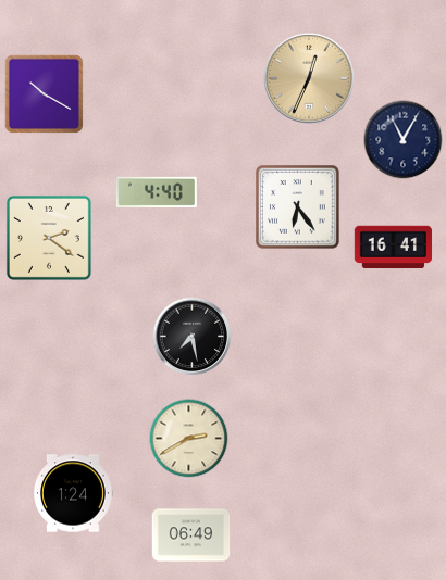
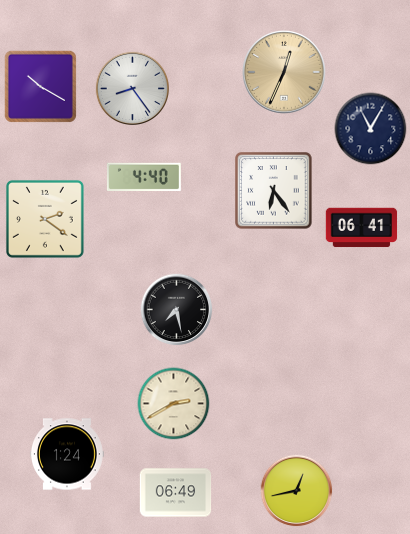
clock at (133, 89): none -> 8:24
clock at (394, 248): 16:41 -> 06:41
clock at (297, 491): none -> 12:43
